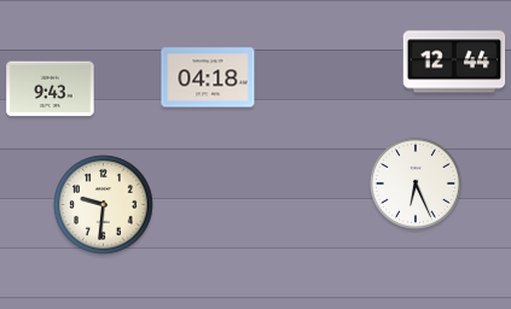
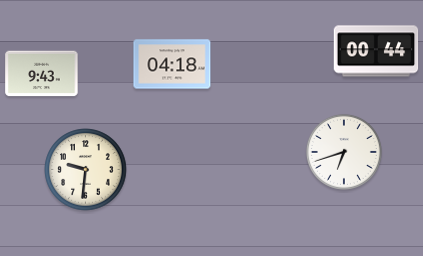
clock at (454, 62): 12:44 -> 00:44
clock at (416, 183): 6:26 -> 6:42
